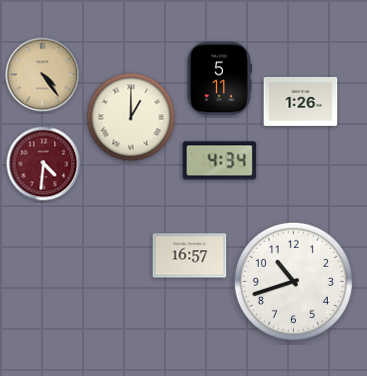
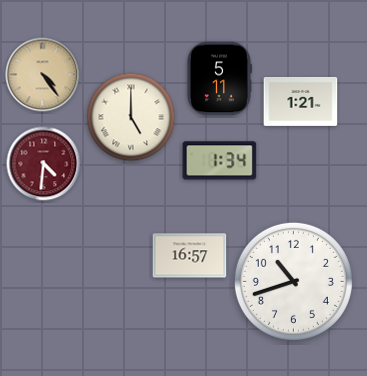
clock at (301, 101): 1:26 -> 1:21
clock at (131, 117): 1:00 -> 5:00
clock at (220, 161): 4:34 -> 1:34
